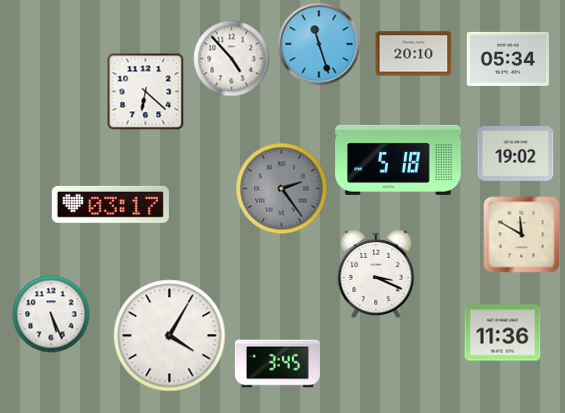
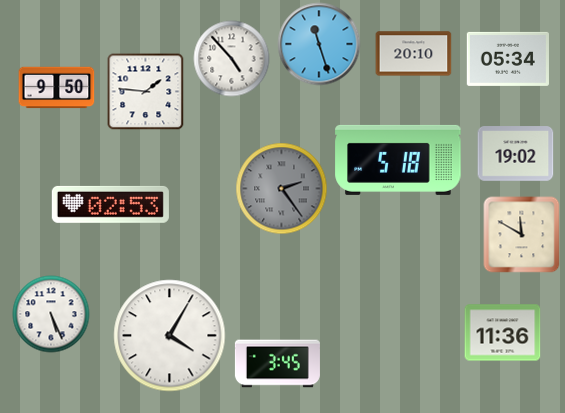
clock at (57, 88): none -> 9:50
clock at (146, 92): 6:22 -> 1:46
clock at (110, 204): 03:17 -> 02:53
clock at (376, 274): 3:19 -> none
